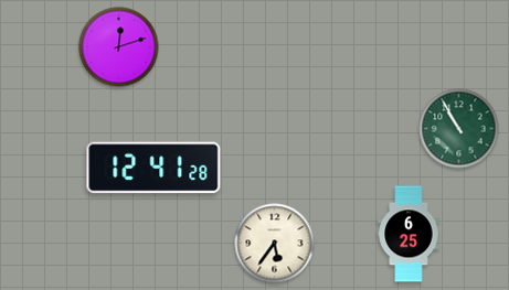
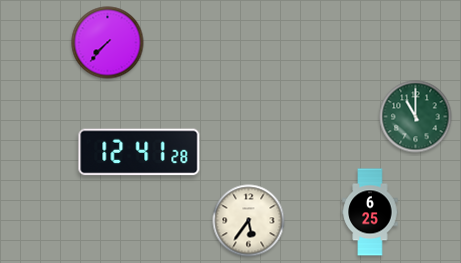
clock at (119, 47): 12:12 -> 7:37
clock at (459, 129): 10:55 -> 11:00
